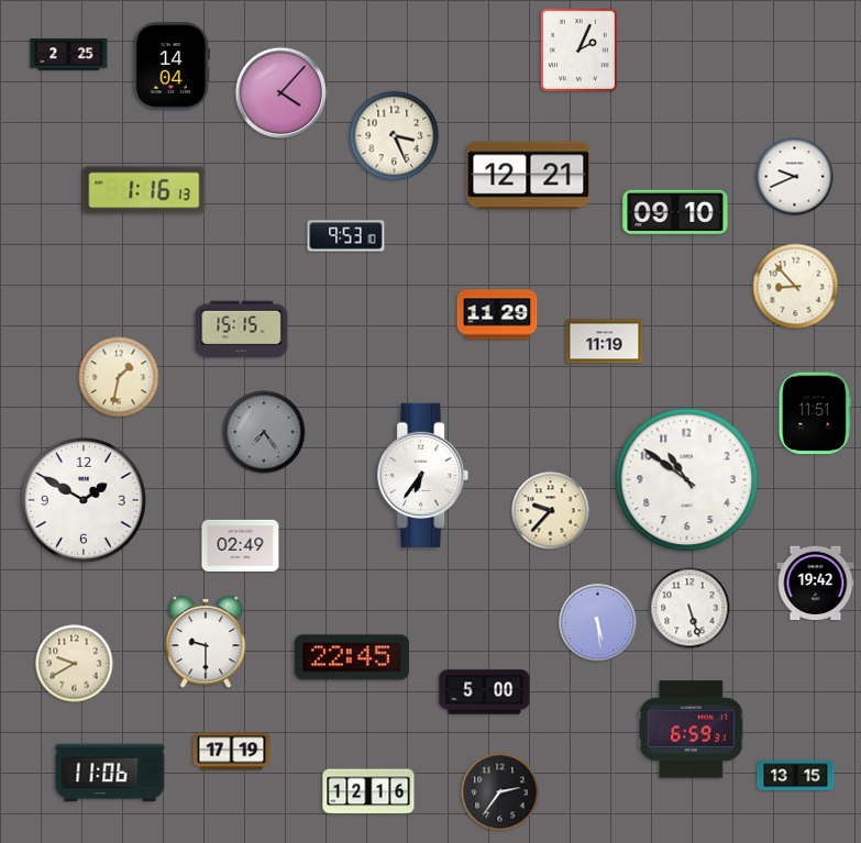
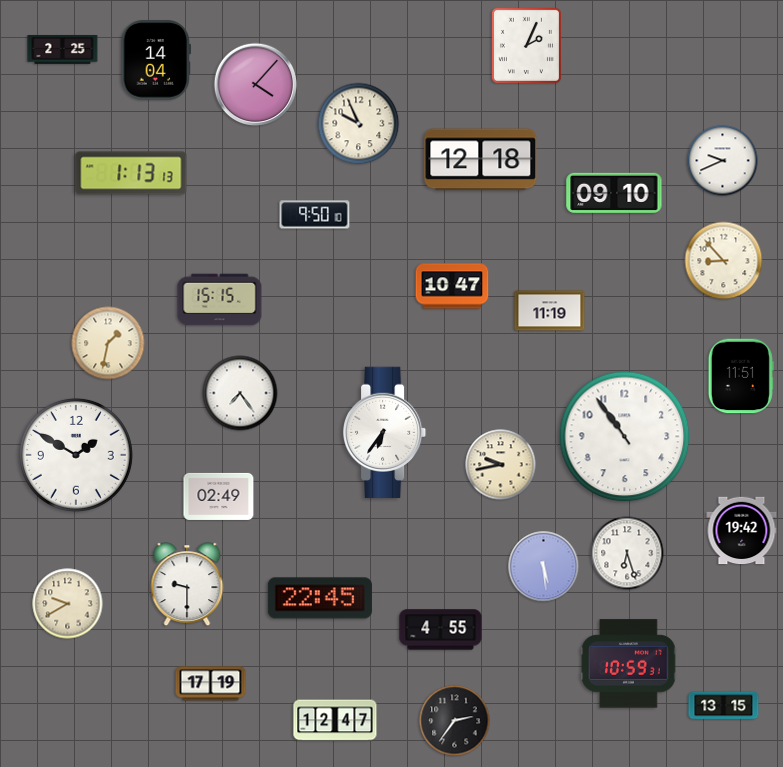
clock at (395, 136): 3:26 -> 9:56
clock at (529, 176): 12:21 -> 12:18
clock at (144, 190): 1:16 -> 1:13
clock at (346, 236): 9:53 -> 9:50
clock at (497, 314): 11:29 -> 10:47
clock at (264, 432) dial: grey -> white
clock at (687, 480): 10:51 -> 10:54
clock at (551, 511): 9:37 -> 9:43
clock at (689, 608): 5:27 -> 6:27
clock at (485, 692): 5:00 -> 4:55
clock at (692, 730): 6:59 -> 10:59
clock at (110, 773): 11:06 -> none
clock at (368, 791): 12:16 -> 12:47
